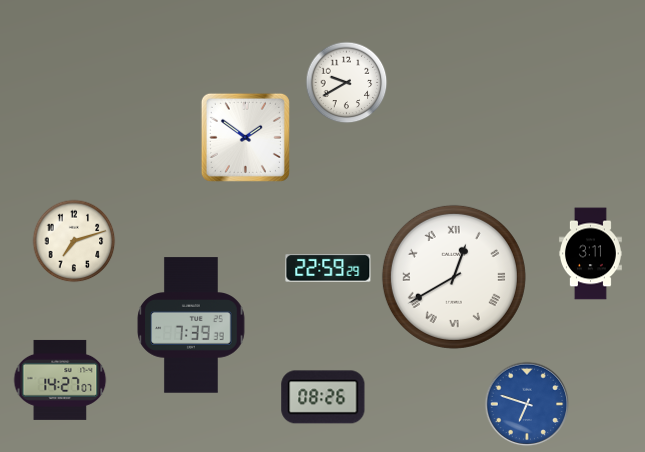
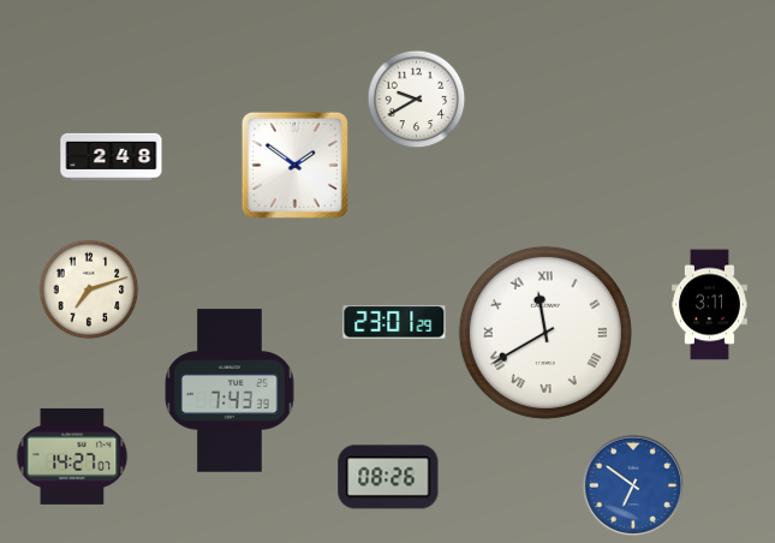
clock at (112, 156): none -> 2:48
clock at (328, 268): 22:59 -> 23:01
clock at (454, 277): 12:40 -> 11:40
clock at (191, 325): 7:39 -> 7:43
clock at (527, 404): 6:48 -> 6:51
